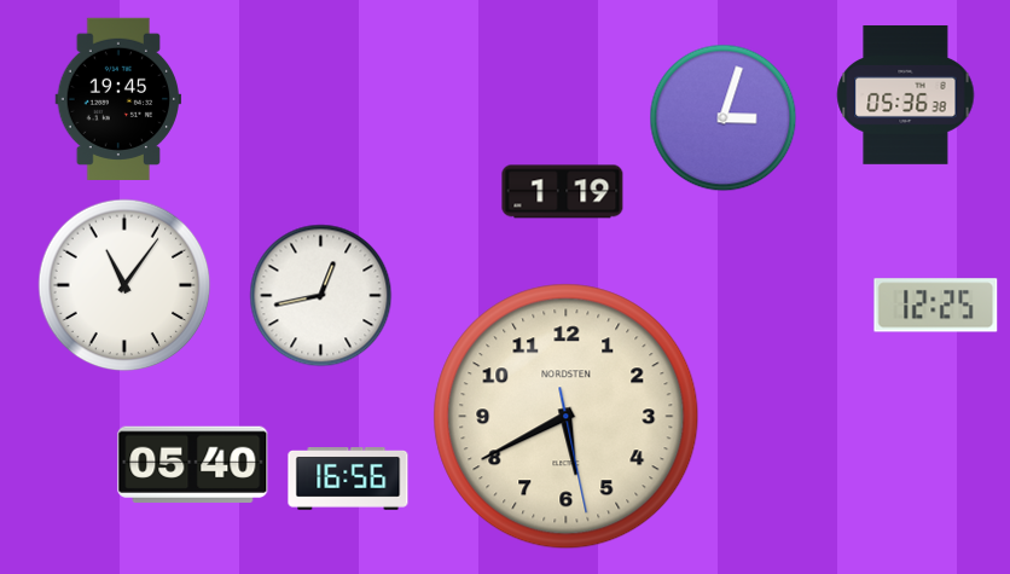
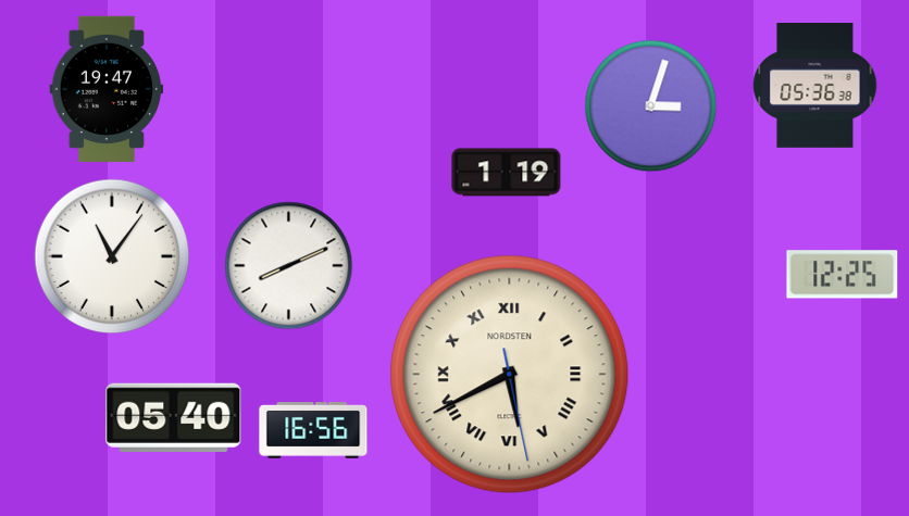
clock at (118, 98): 19:45 -> 19:47
clock at (321, 296): 12:43 -> 8:11
clock at (567, 417) numerals: Arabic -> Roman
